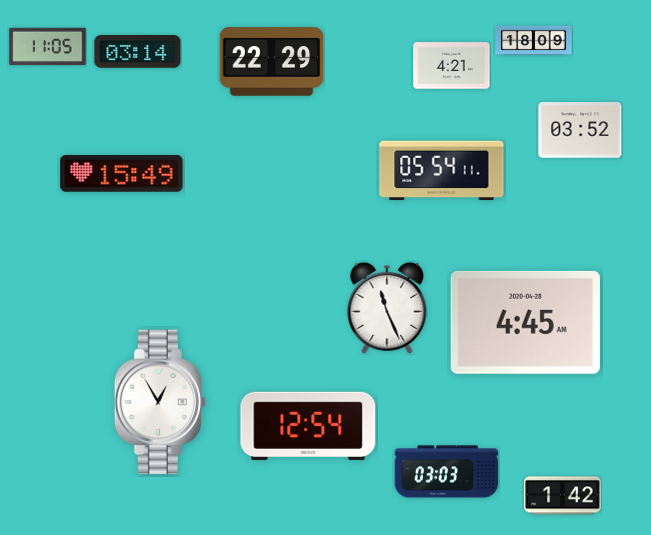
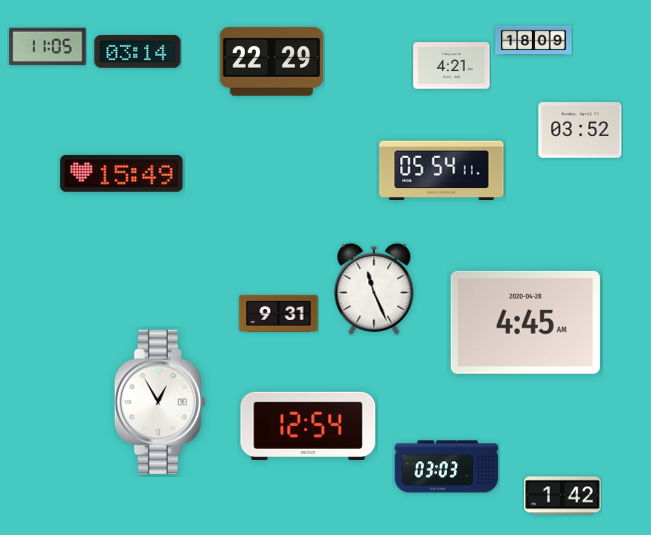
clock at (387, 308) position: (387, 308) -> (374, 289)
clock at (279, 313): none -> 9:31
clock at (447, 472) position: (447, 472) -> (447, 467)
